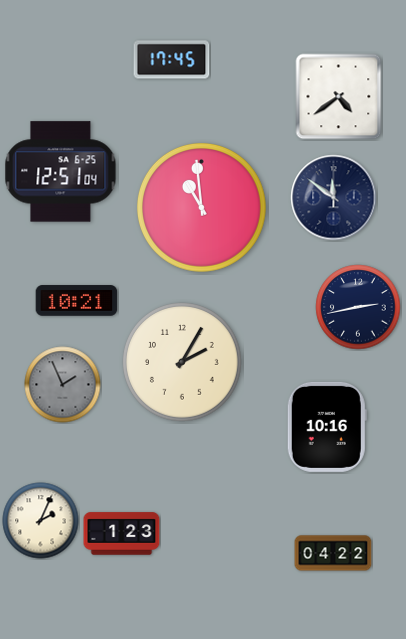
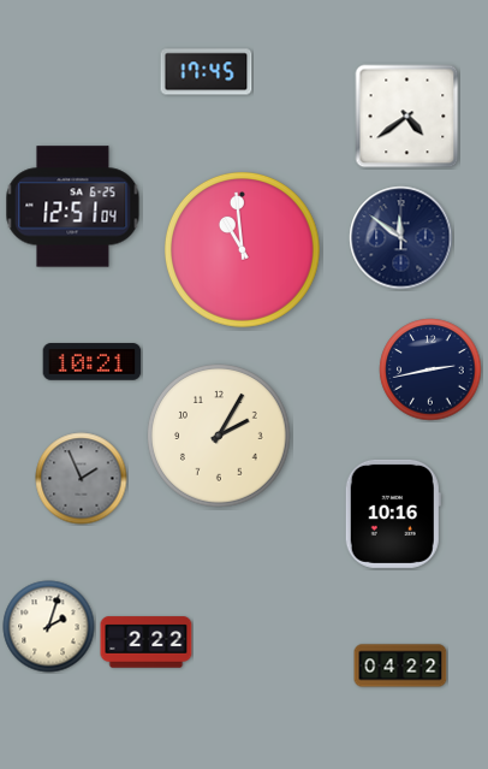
clock at (63, 385) position: (63, 385) -> (82, 479)
clock at (41, 521): 2:04 -> 2:03
clock at (122, 534): 1:23 -> 2:22
